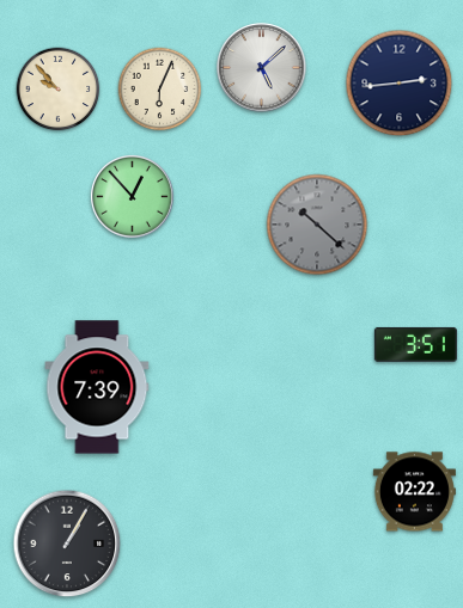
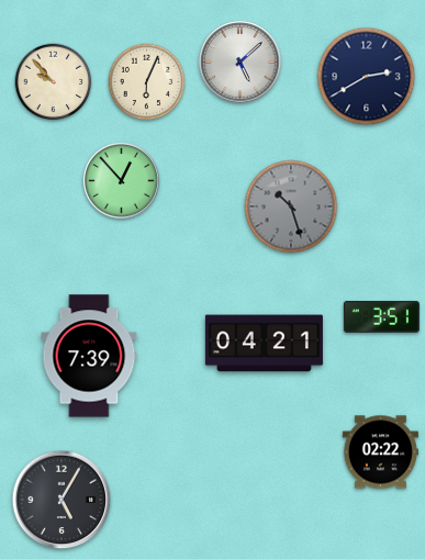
clock at (400, 84): 2:44 -> 2:40
clock at (317, 225): 10:22 -> 10:27
clock at (264, 344): none -> 04:21
clock at (67, 543): 1:05 -> 5:05
